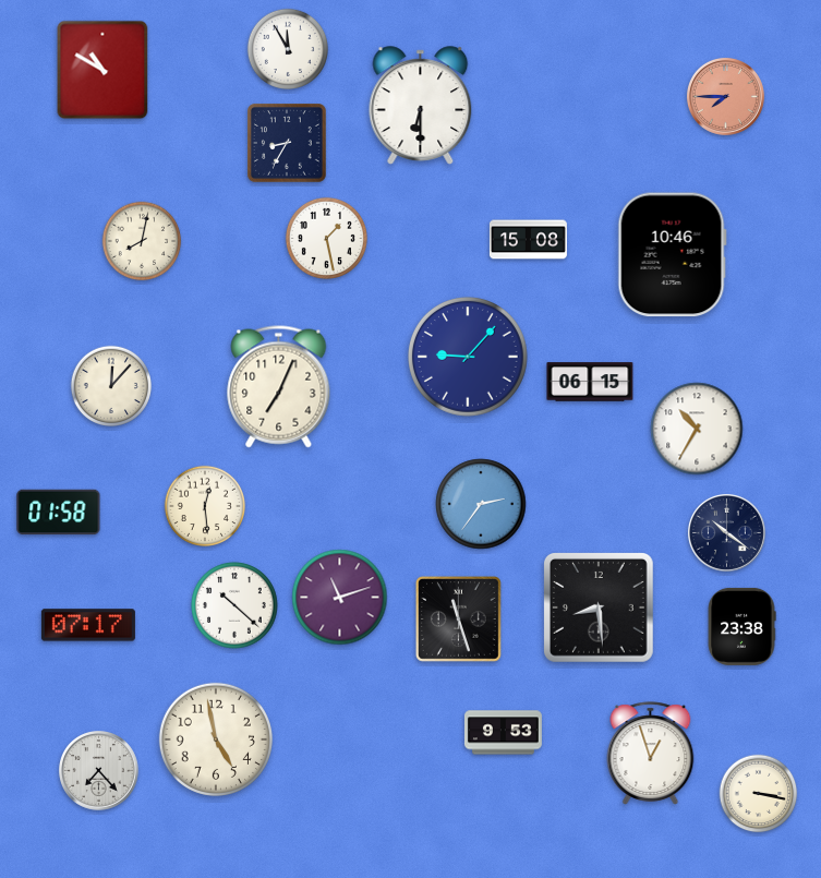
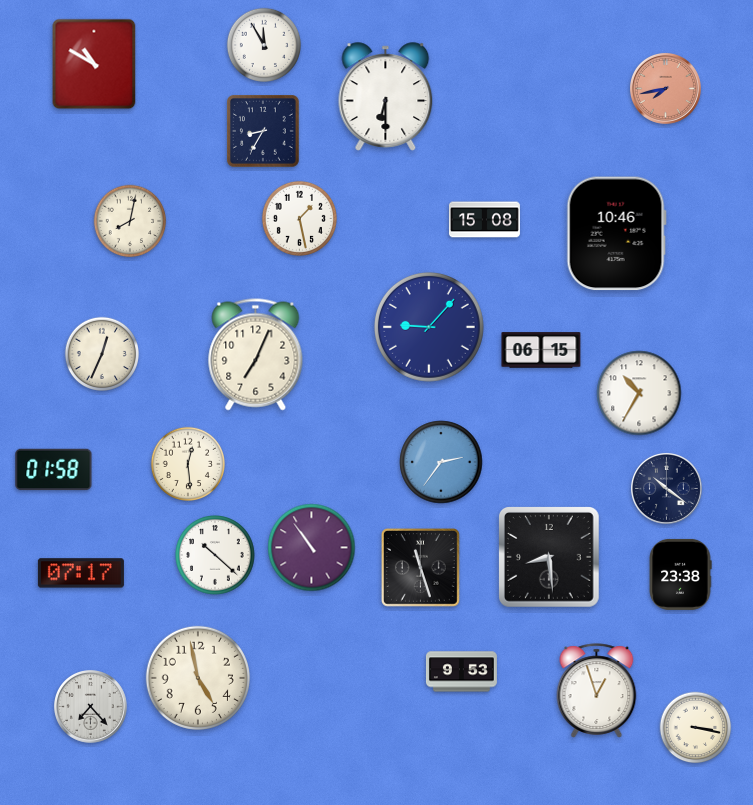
clock at (725, 96): 7:45 -> 7:43
clock at (110, 385): 12:07 -> 12:34
clock at (340, 598): 11:12 -> 10:54
